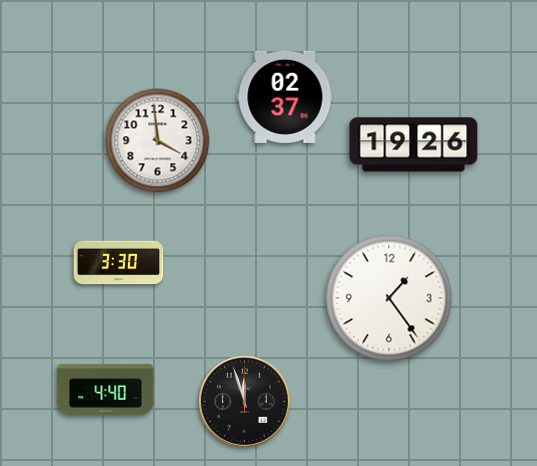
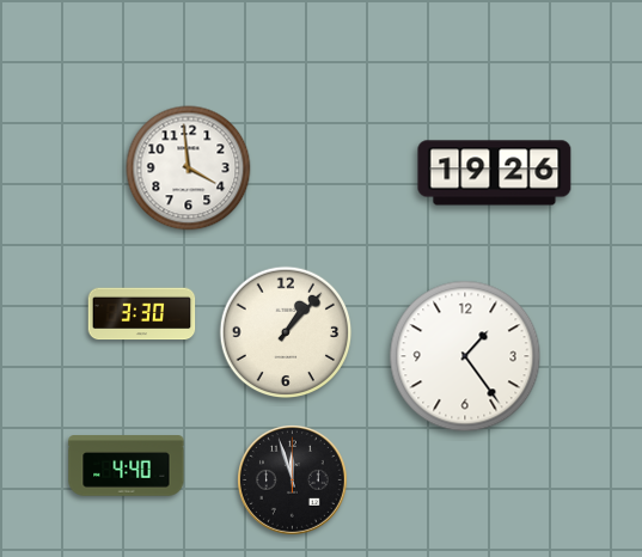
clock at (285, 97): 02:37 -> none
clock at (286, 332): none -> 1:07
